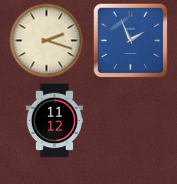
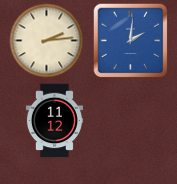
clock at (47, 41): 2:18 -> 2:14
clock at (131, 41): 1:56 -> 2:01
